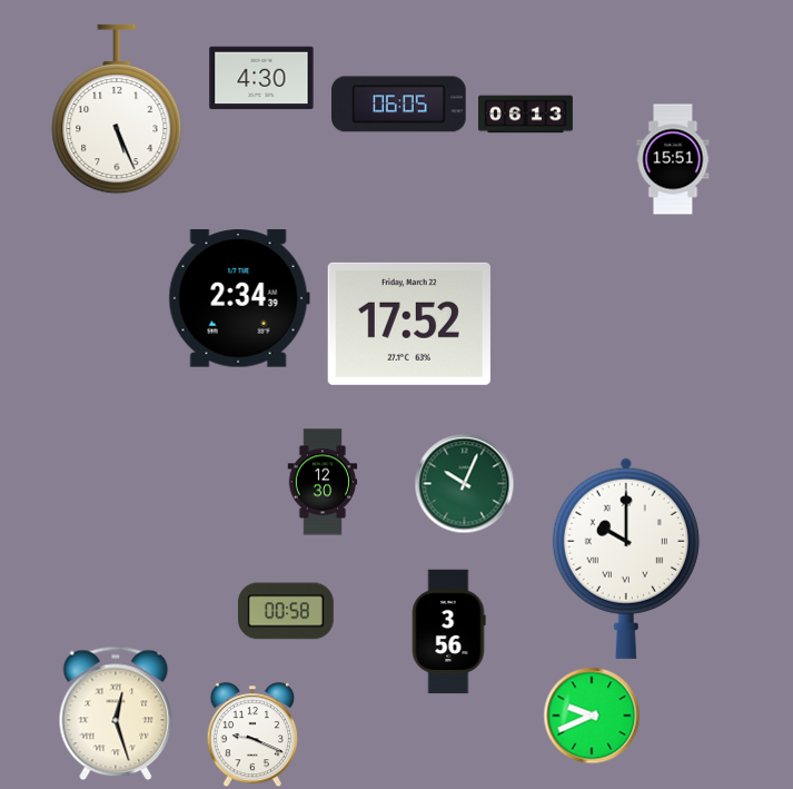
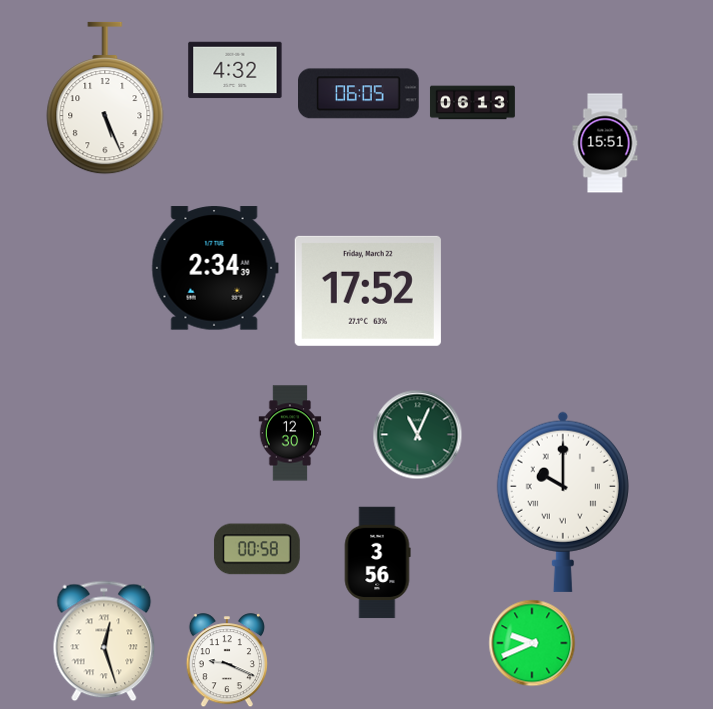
clock at (261, 78): 4:30 -> 4:32
clock at (465, 484): 10:04 -> 11:04
clock at (448, 632) position: (448, 632) -> (377, 563)
